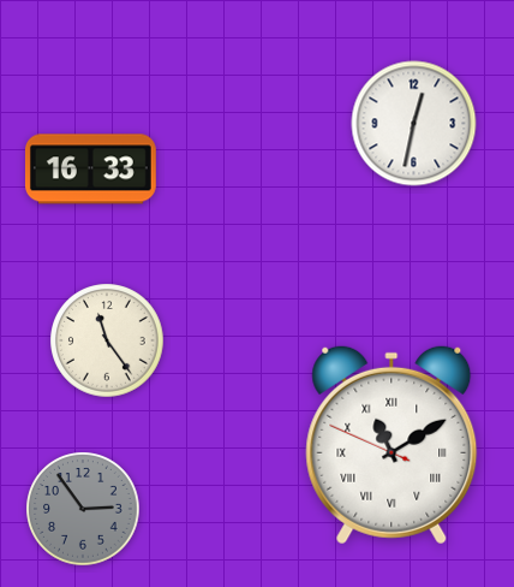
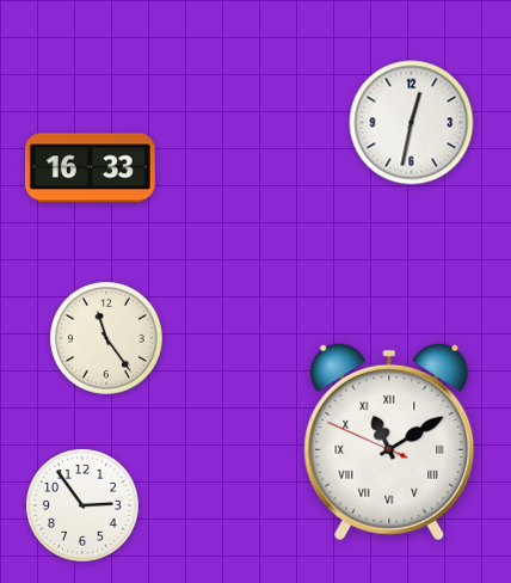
clock at (83, 509) dial: grey -> white
